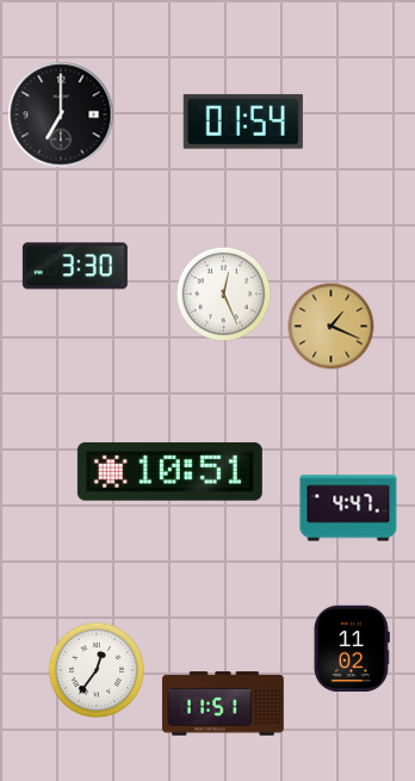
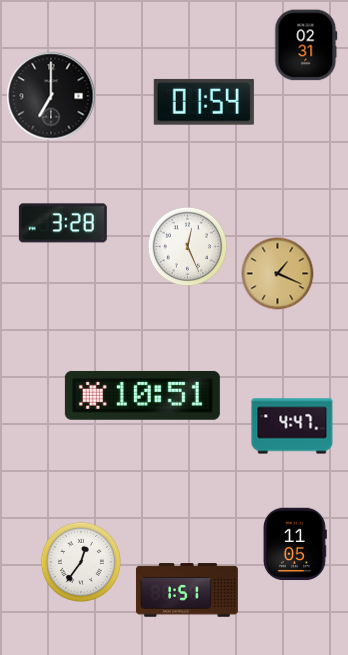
clock at (306, 45): none -> 02:31
clock at (75, 266): 3:30 -> 3:28
clock at (352, 649): 11:02 -> 11:05
clock at (223, 703): 11:51 -> 1:51
